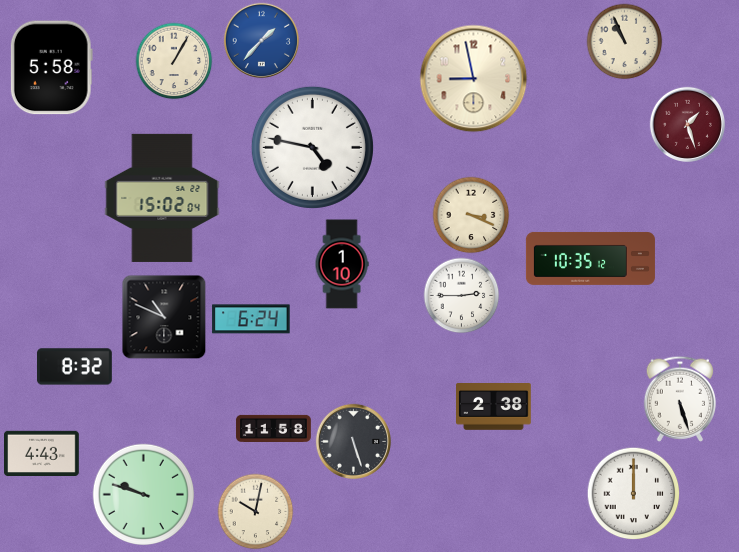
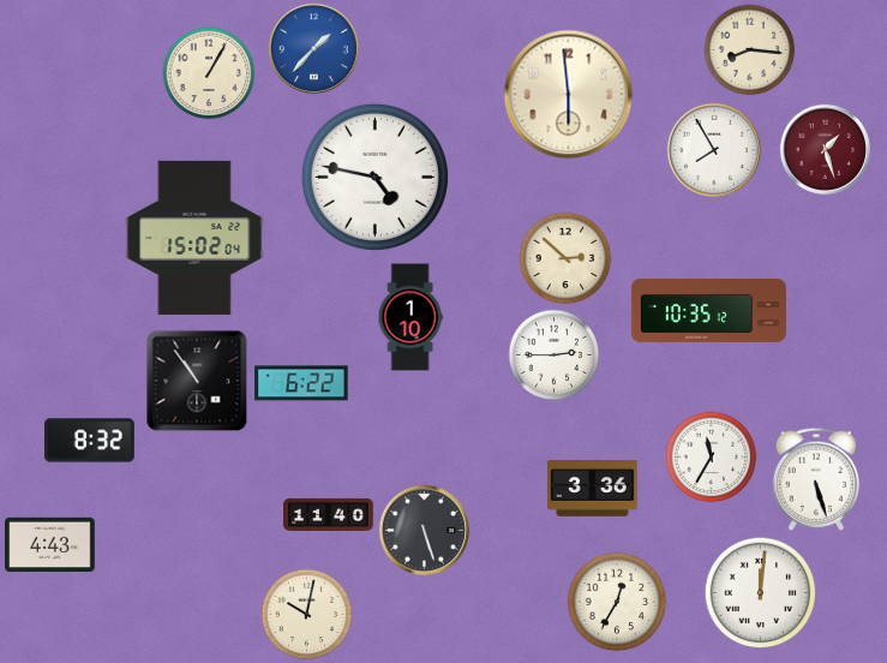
clock at (625, 42): 10:56 -> 8:16
clock at (51, 68): 5:58 -> none
clock at (474, 79): 8:58 -> 5:59
clock at (713, 149): none -> 7:55
clock at (471, 215): 3:19 -> 2:52
clock at (164, 317): 10:49 -> 10:54
clock at (251, 319): 6:24 -> 6:22
clock at (712, 458): none -> 11:35
clock at (494, 407): 2:38 -> 3:36
clock at (274, 428): 11:58 -> 11:40
clock at (634, 494): 12:00 -> 12:01
clock at (144, 495): 9:48 -> none
clock at (617, 602): none -> 12:35
